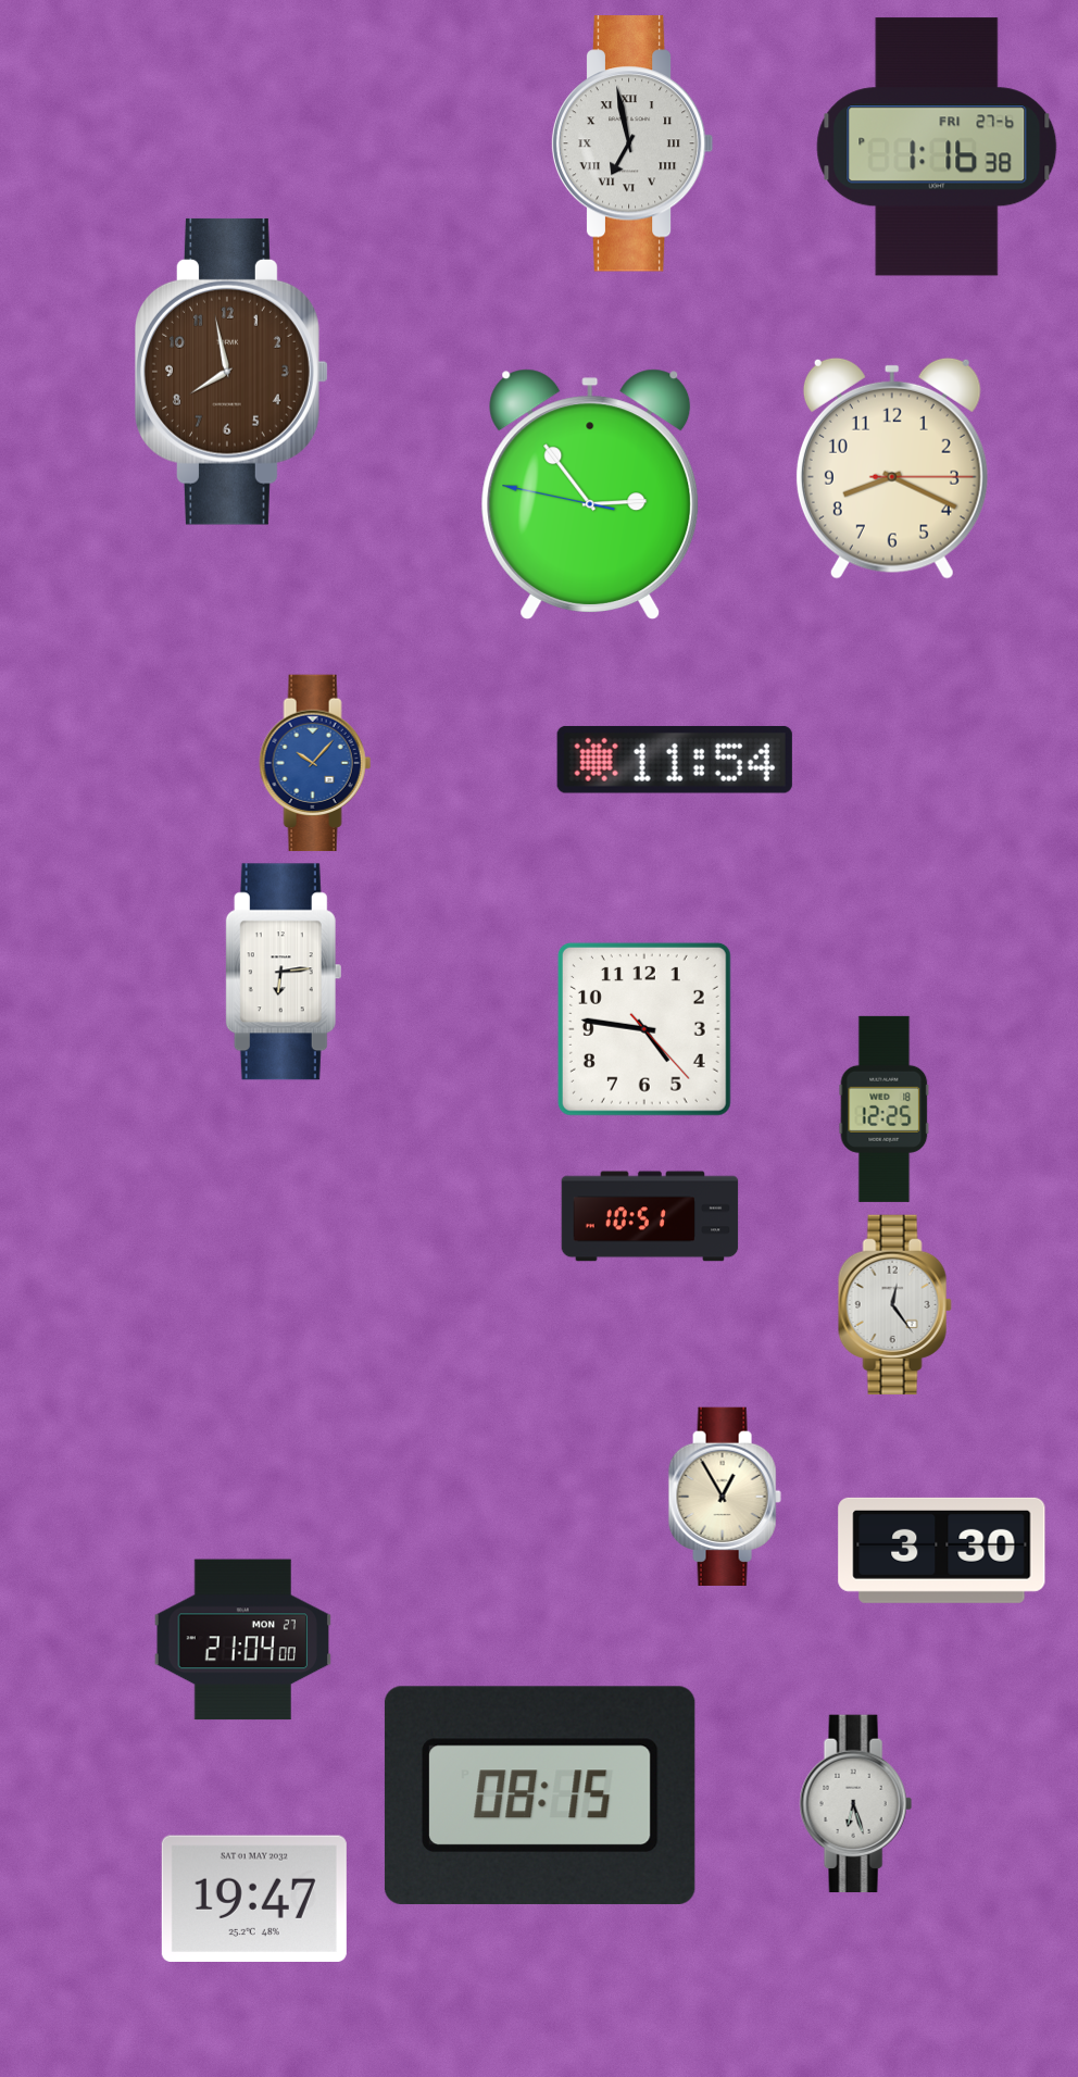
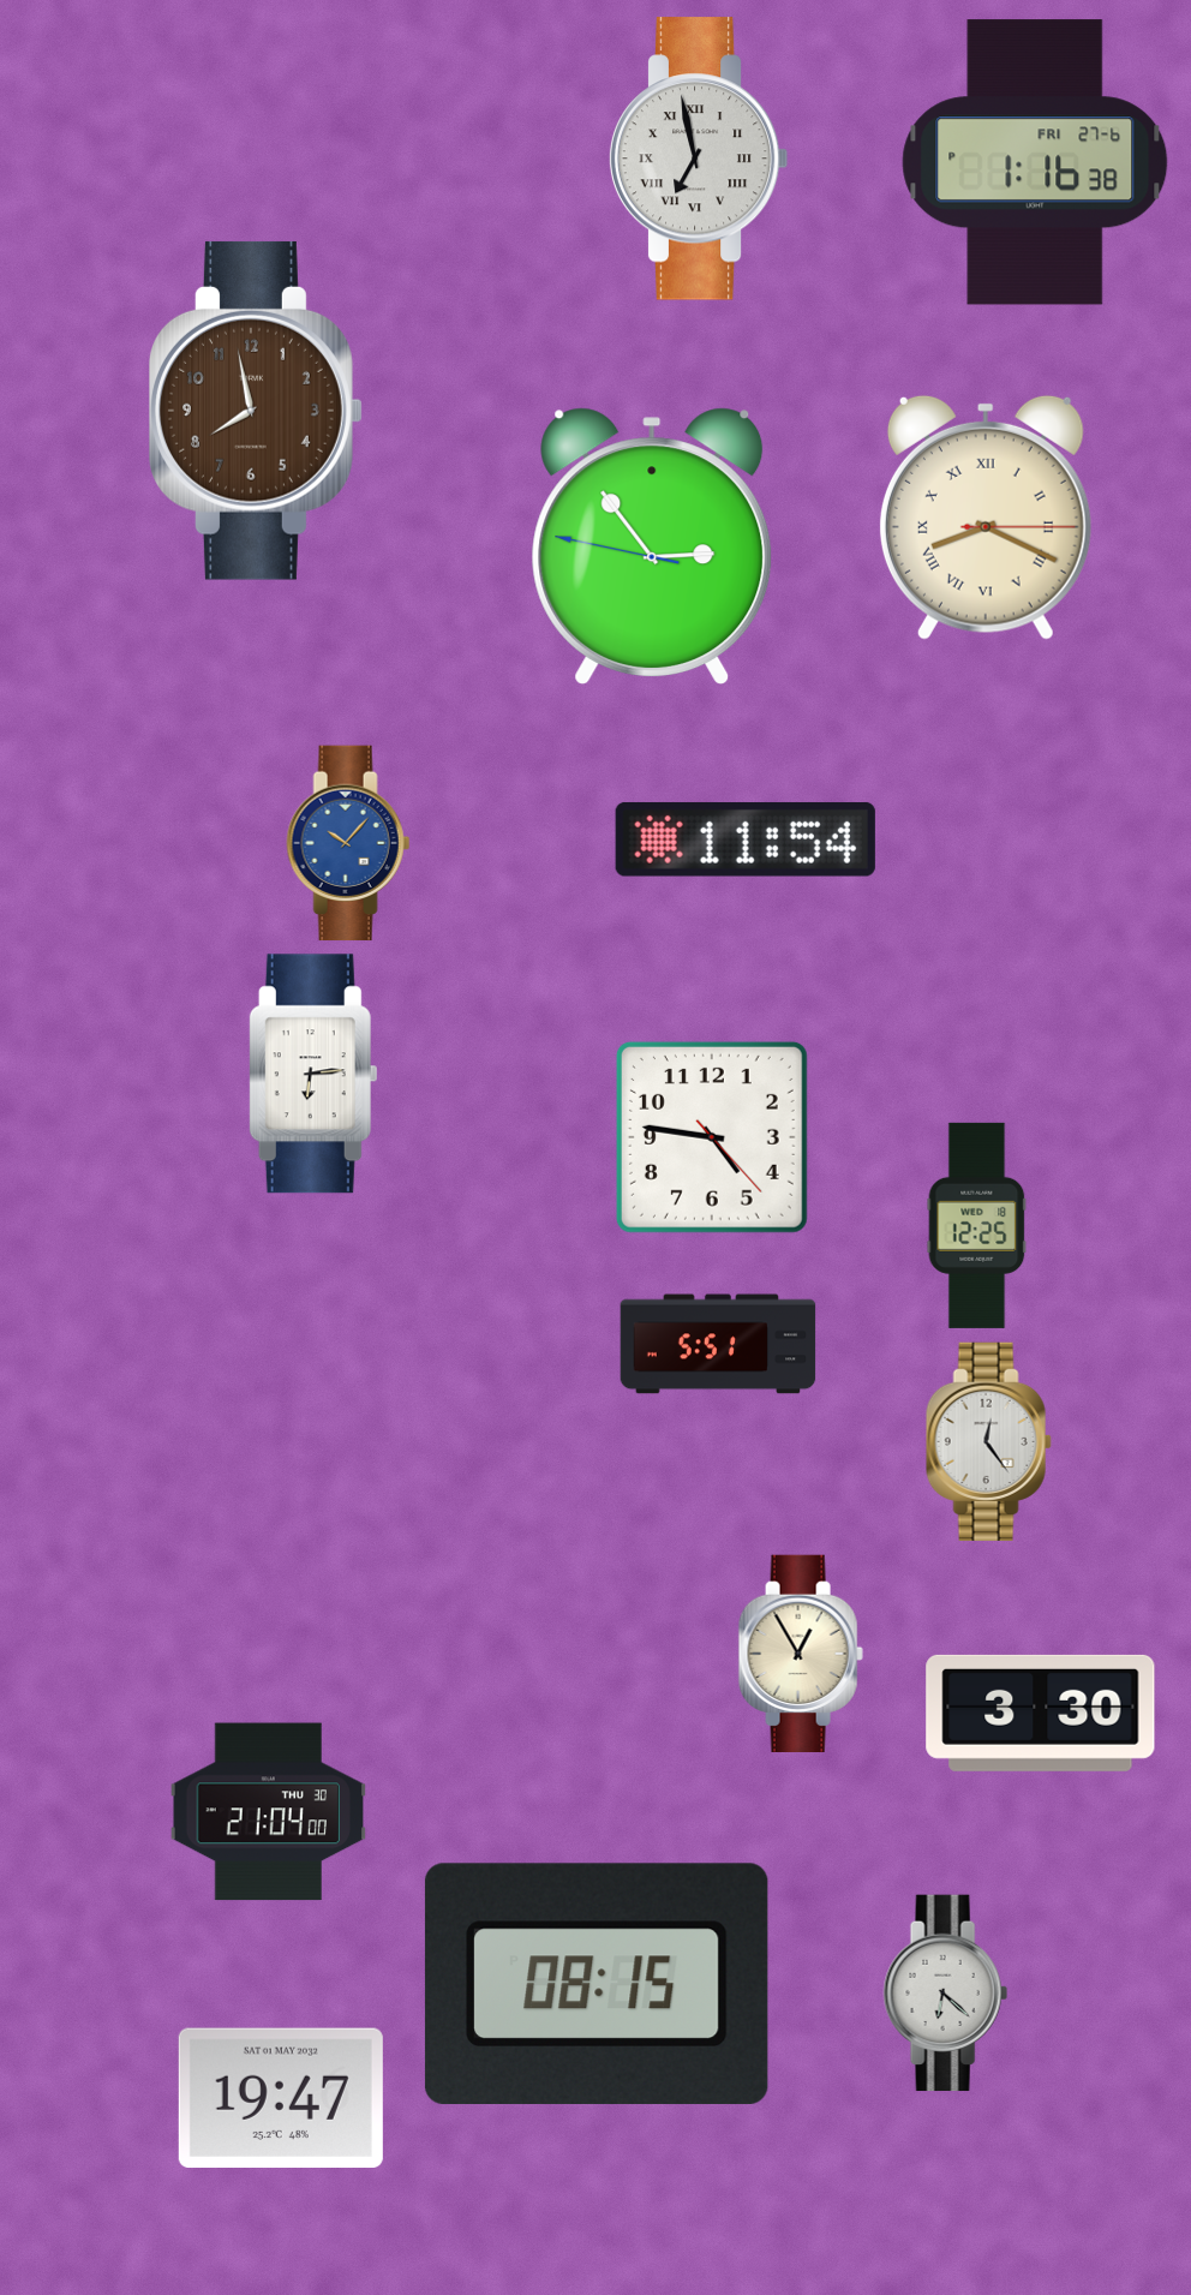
clock at (892, 468) numerals: Arabic -> Roman
clock at (650, 1216): 10:51 -> 5:51
clock at (242, 1640) date: MON 27 -> THU 30
clock at (855, 1804): 6:27 -> 6:22
